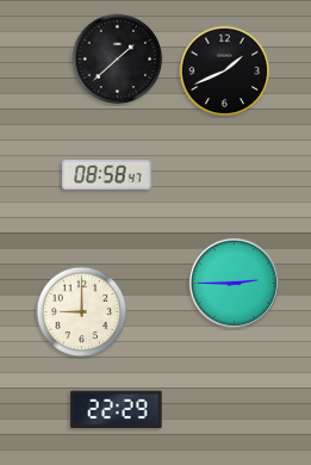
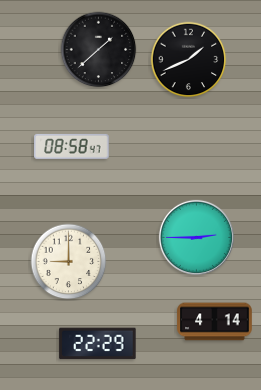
clock at (107, 174) position: (107, 174) -> (72, 146)
clock at (215, 322): none -> 4:14
